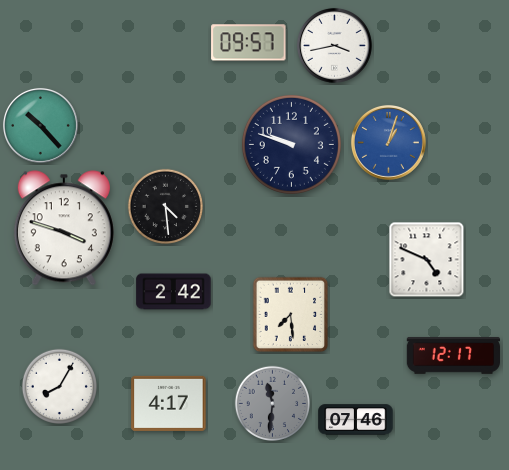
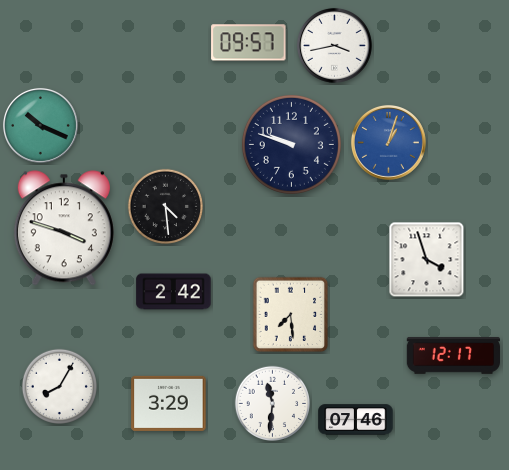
clock at (40, 125): 10:23 -> 10:19
clock at (427, 260): 4:49 -> 3:57
clock at (169, 403): 4:17 -> 3:29
clock at (273, 404) dial: grey -> white
